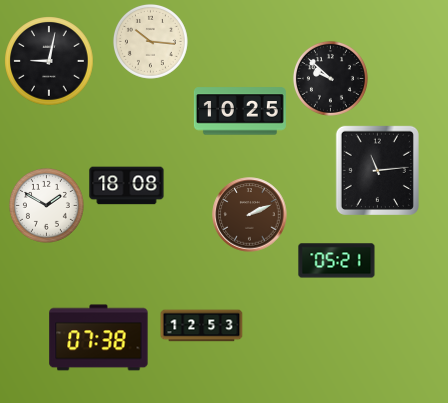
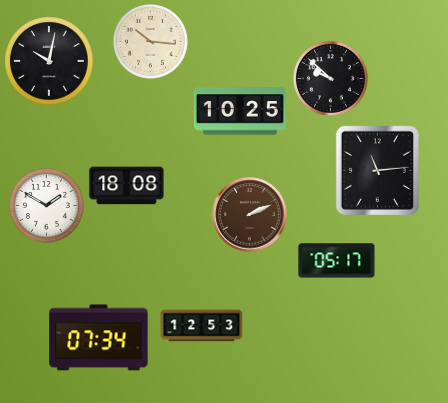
clock at (49, 61): 9:02 -> 10:02
clock at (337, 261): 05:21 -> 05:17
clock at (99, 338): 07:38 -> 07:34
